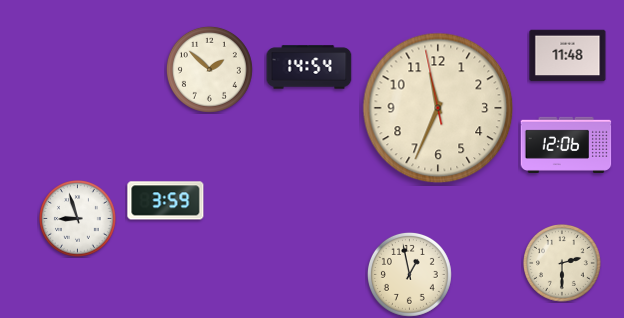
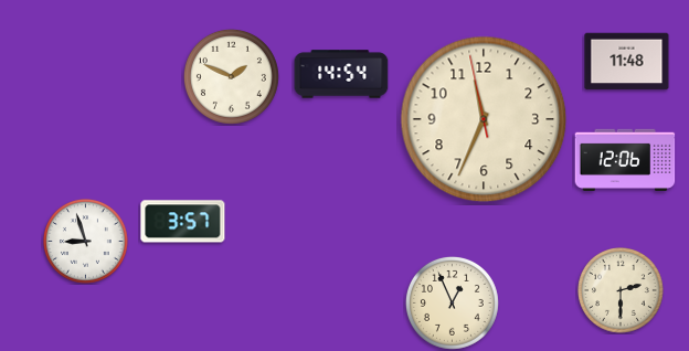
clock at (209, 69): 1:52 -> 1:49
clock at (166, 201): 3:59 -> 3:57
clock at (409, 274): 12:58 -> 12:56
